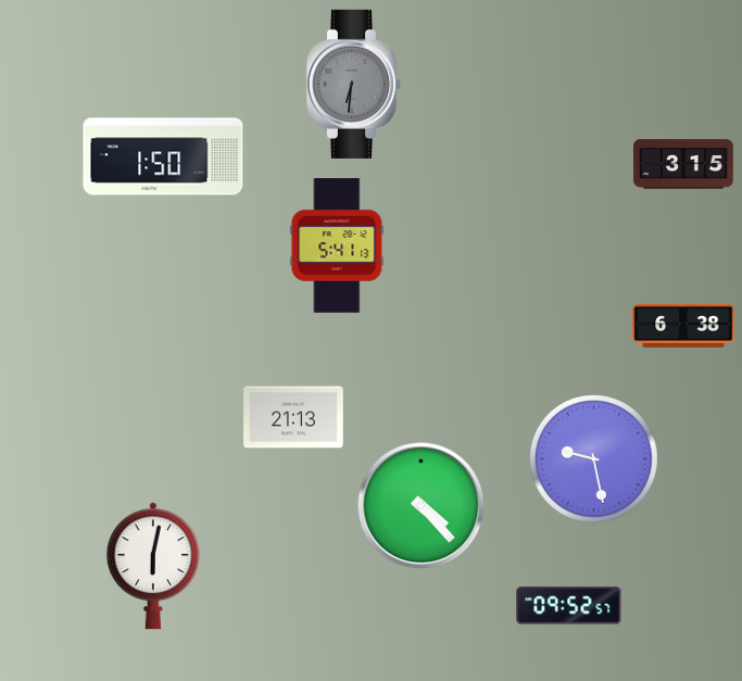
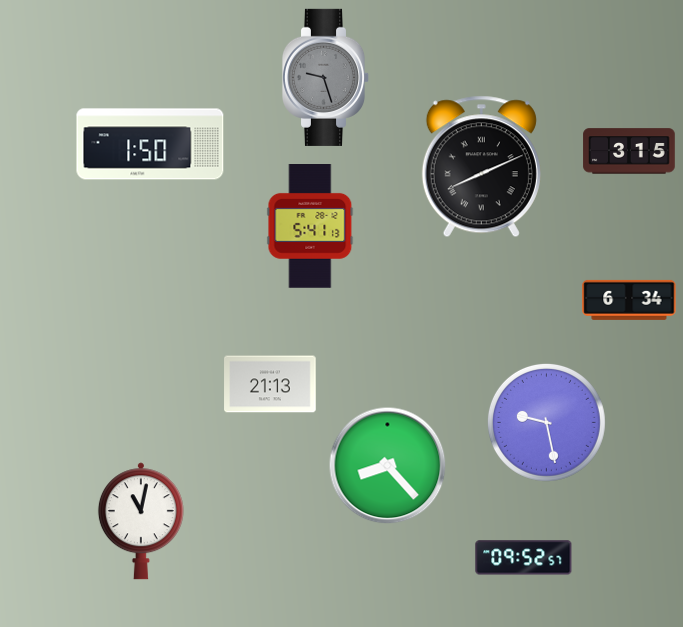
clock at (354, 84): 6:31 -> 9:27
clock at (481, 167): none -> 8:11
clock at (683, 326): 6:38 -> 6:34
clock at (422, 506): 4:23 -> 8:23
clock at (153, 566): 6:02 -> 11:02
